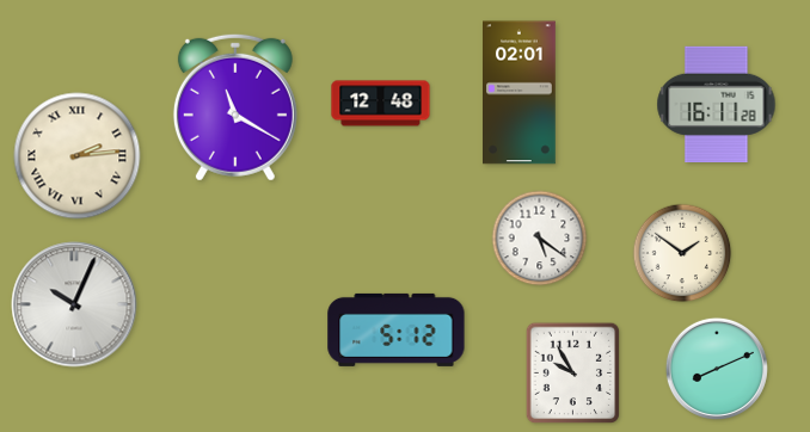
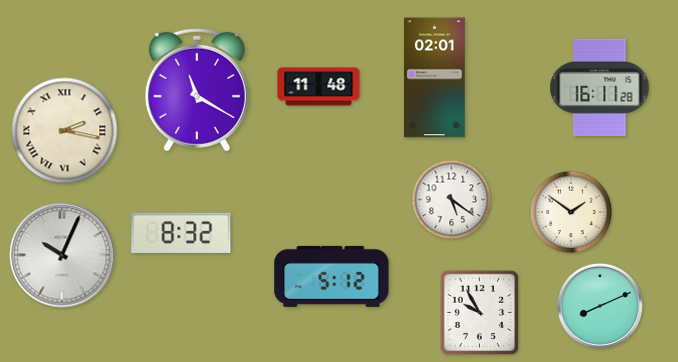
clock at (381, 104): 12:48 -> 11:48
clock at (78, 156): 2:14 -> 2:17
clock at (181, 233): none -> 8:32
clock at (717, 369) position: (717, 369) -> (600, 306)
